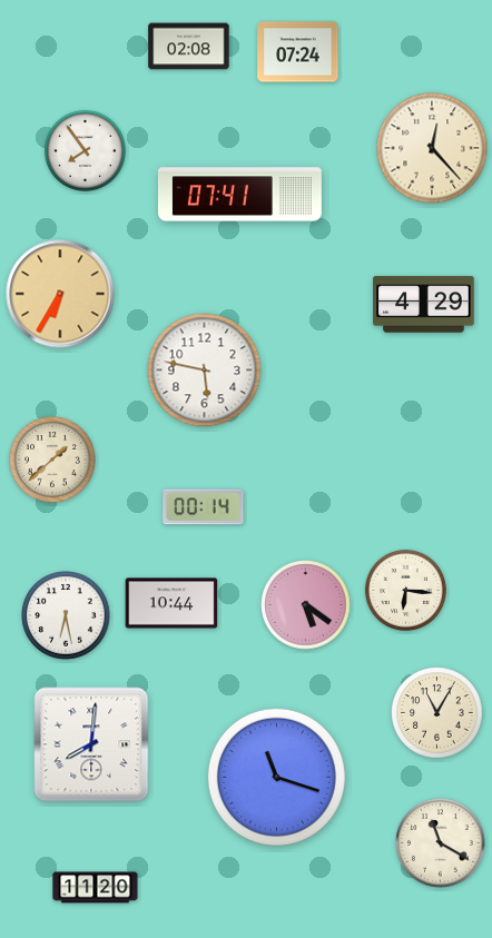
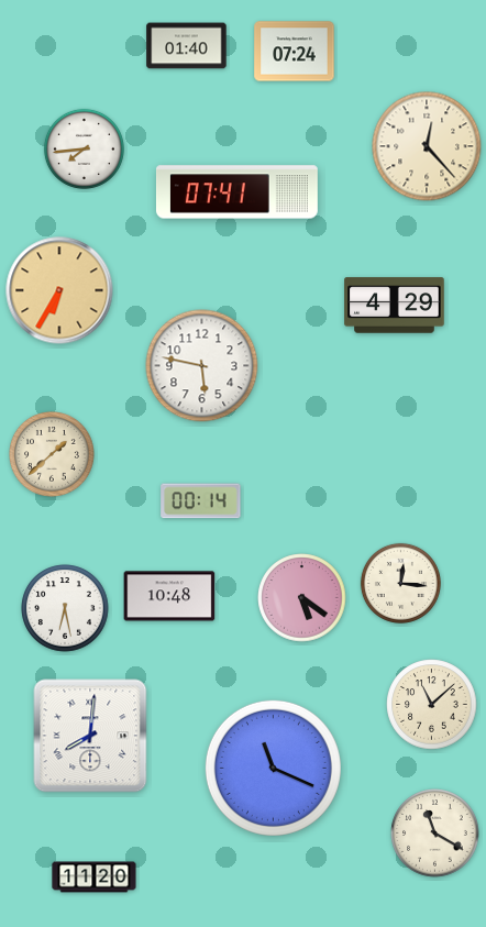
clock at (189, 47): 02:08 -> 01:40
clock at (85, 150): 7:54 -> 7:44
clock at (424, 305) position: (424, 305) -> (395, 306)
clock at (405, 590): 6:16 -> 12:16
clock at (171, 603): 10:44 -> 10:48
clock at (437, 713): 11:05 -> 11:08
clock at (276, 777): 11:18 -> 11:19
